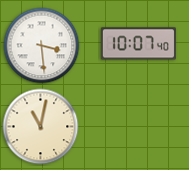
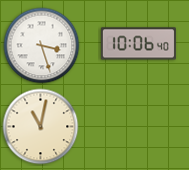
clock at (138, 44): 10:07 -> 10:06
clock at (42, 46): 3:29 -> 3:27
